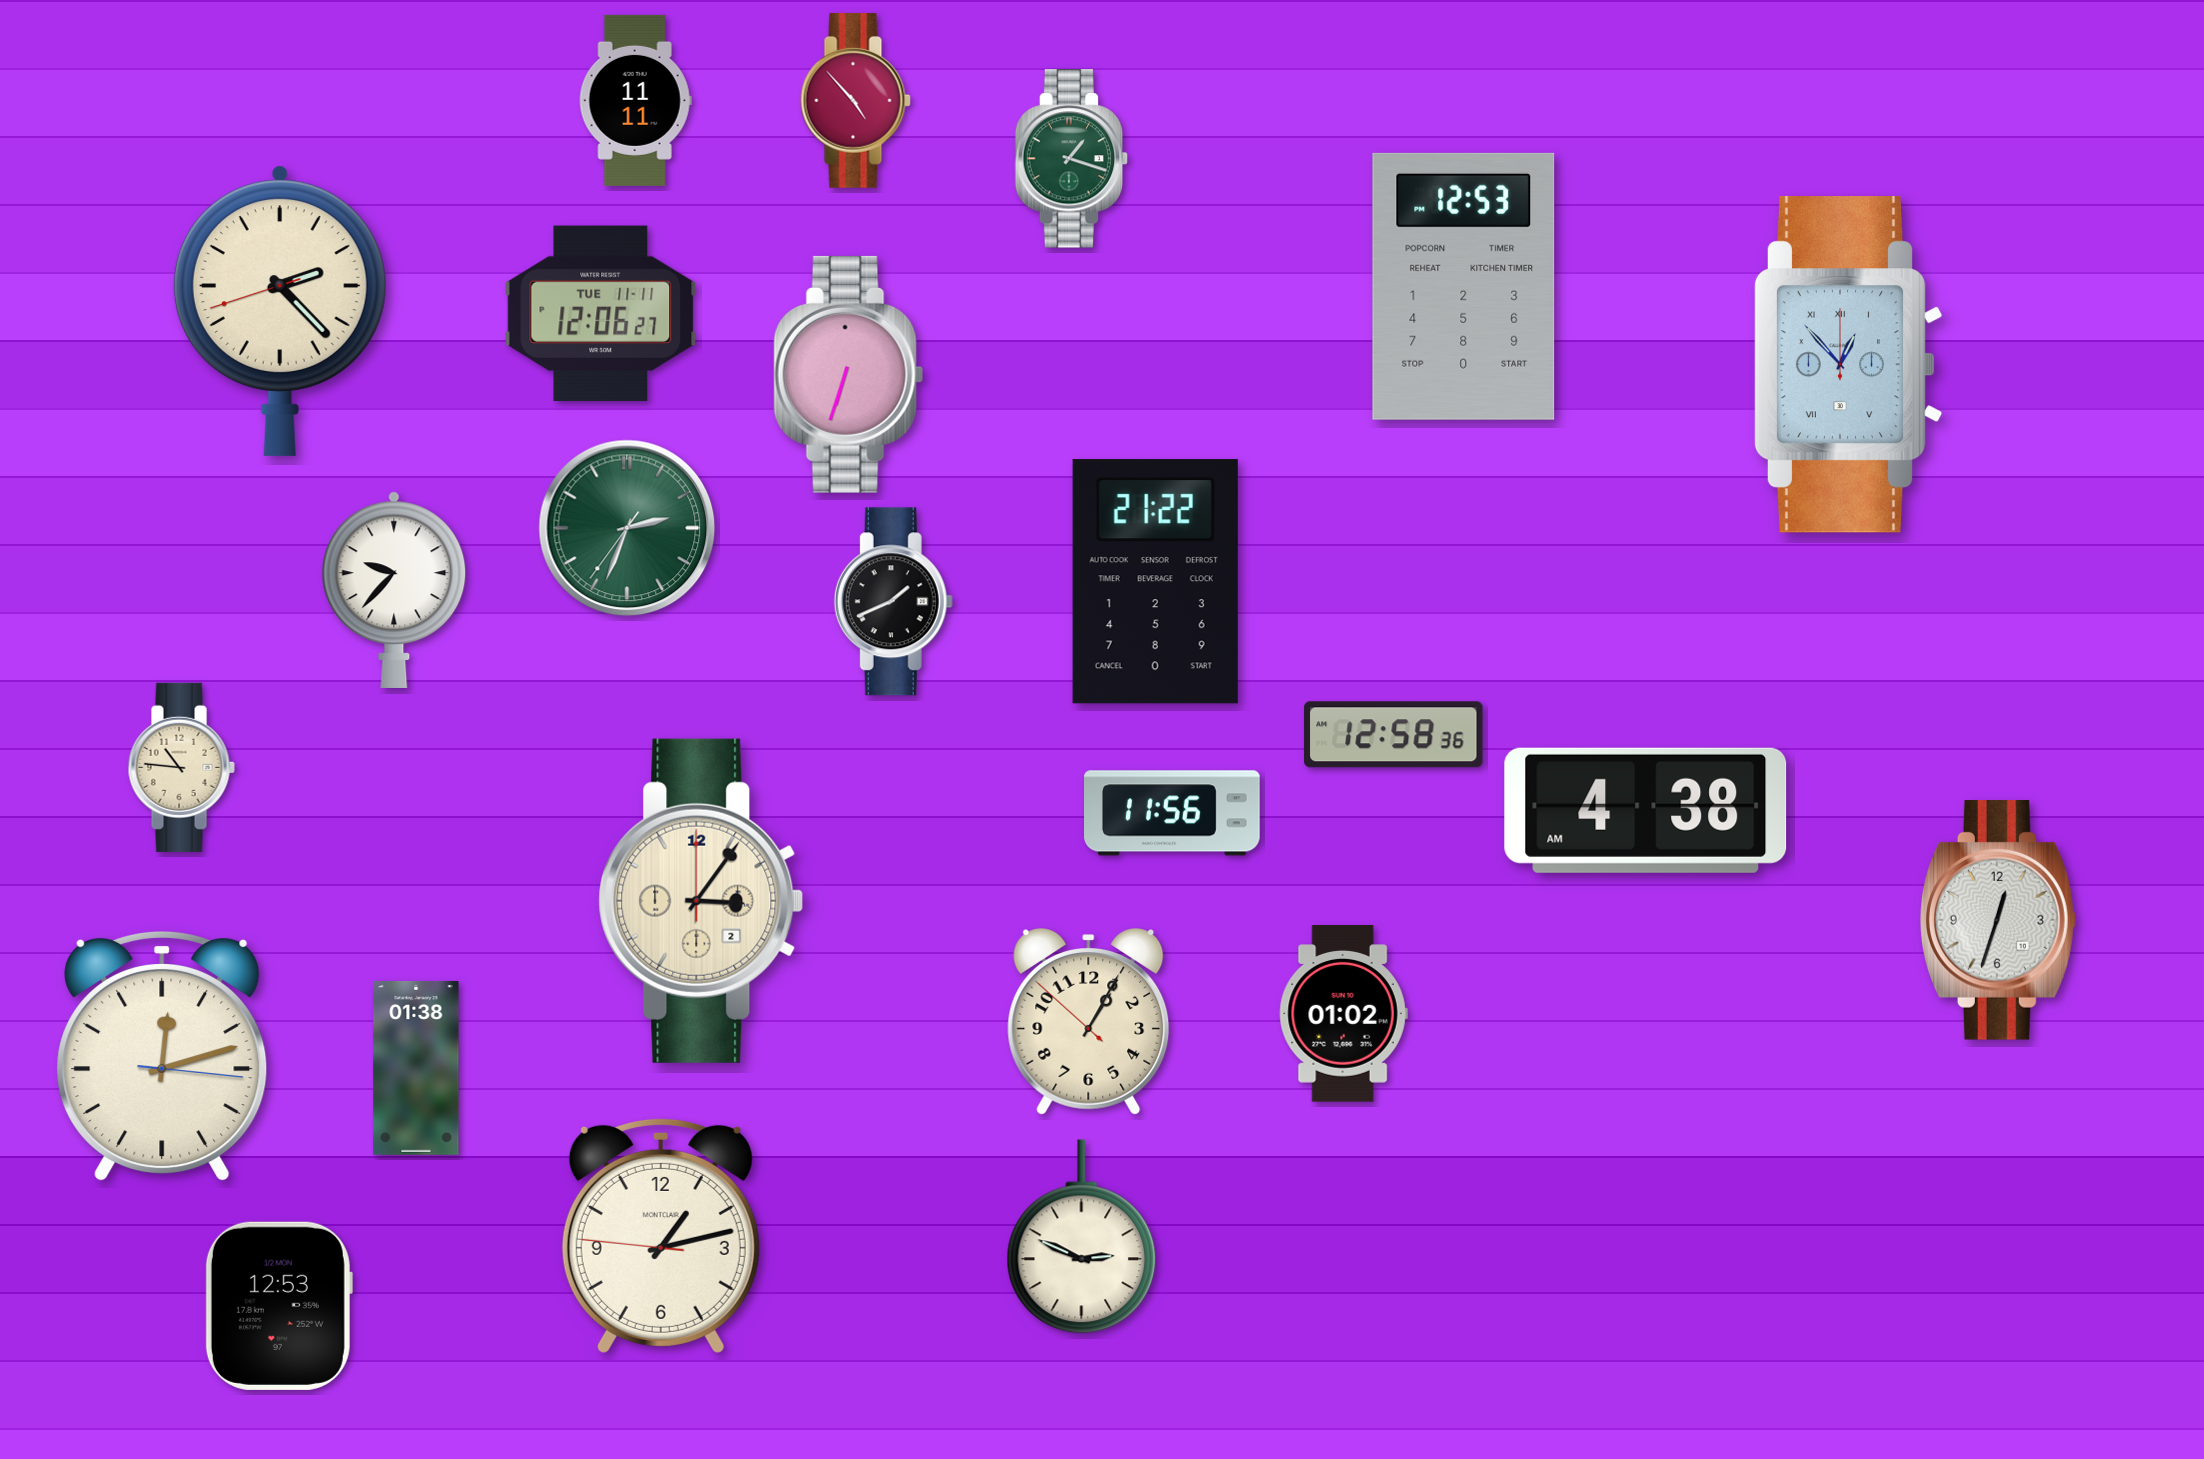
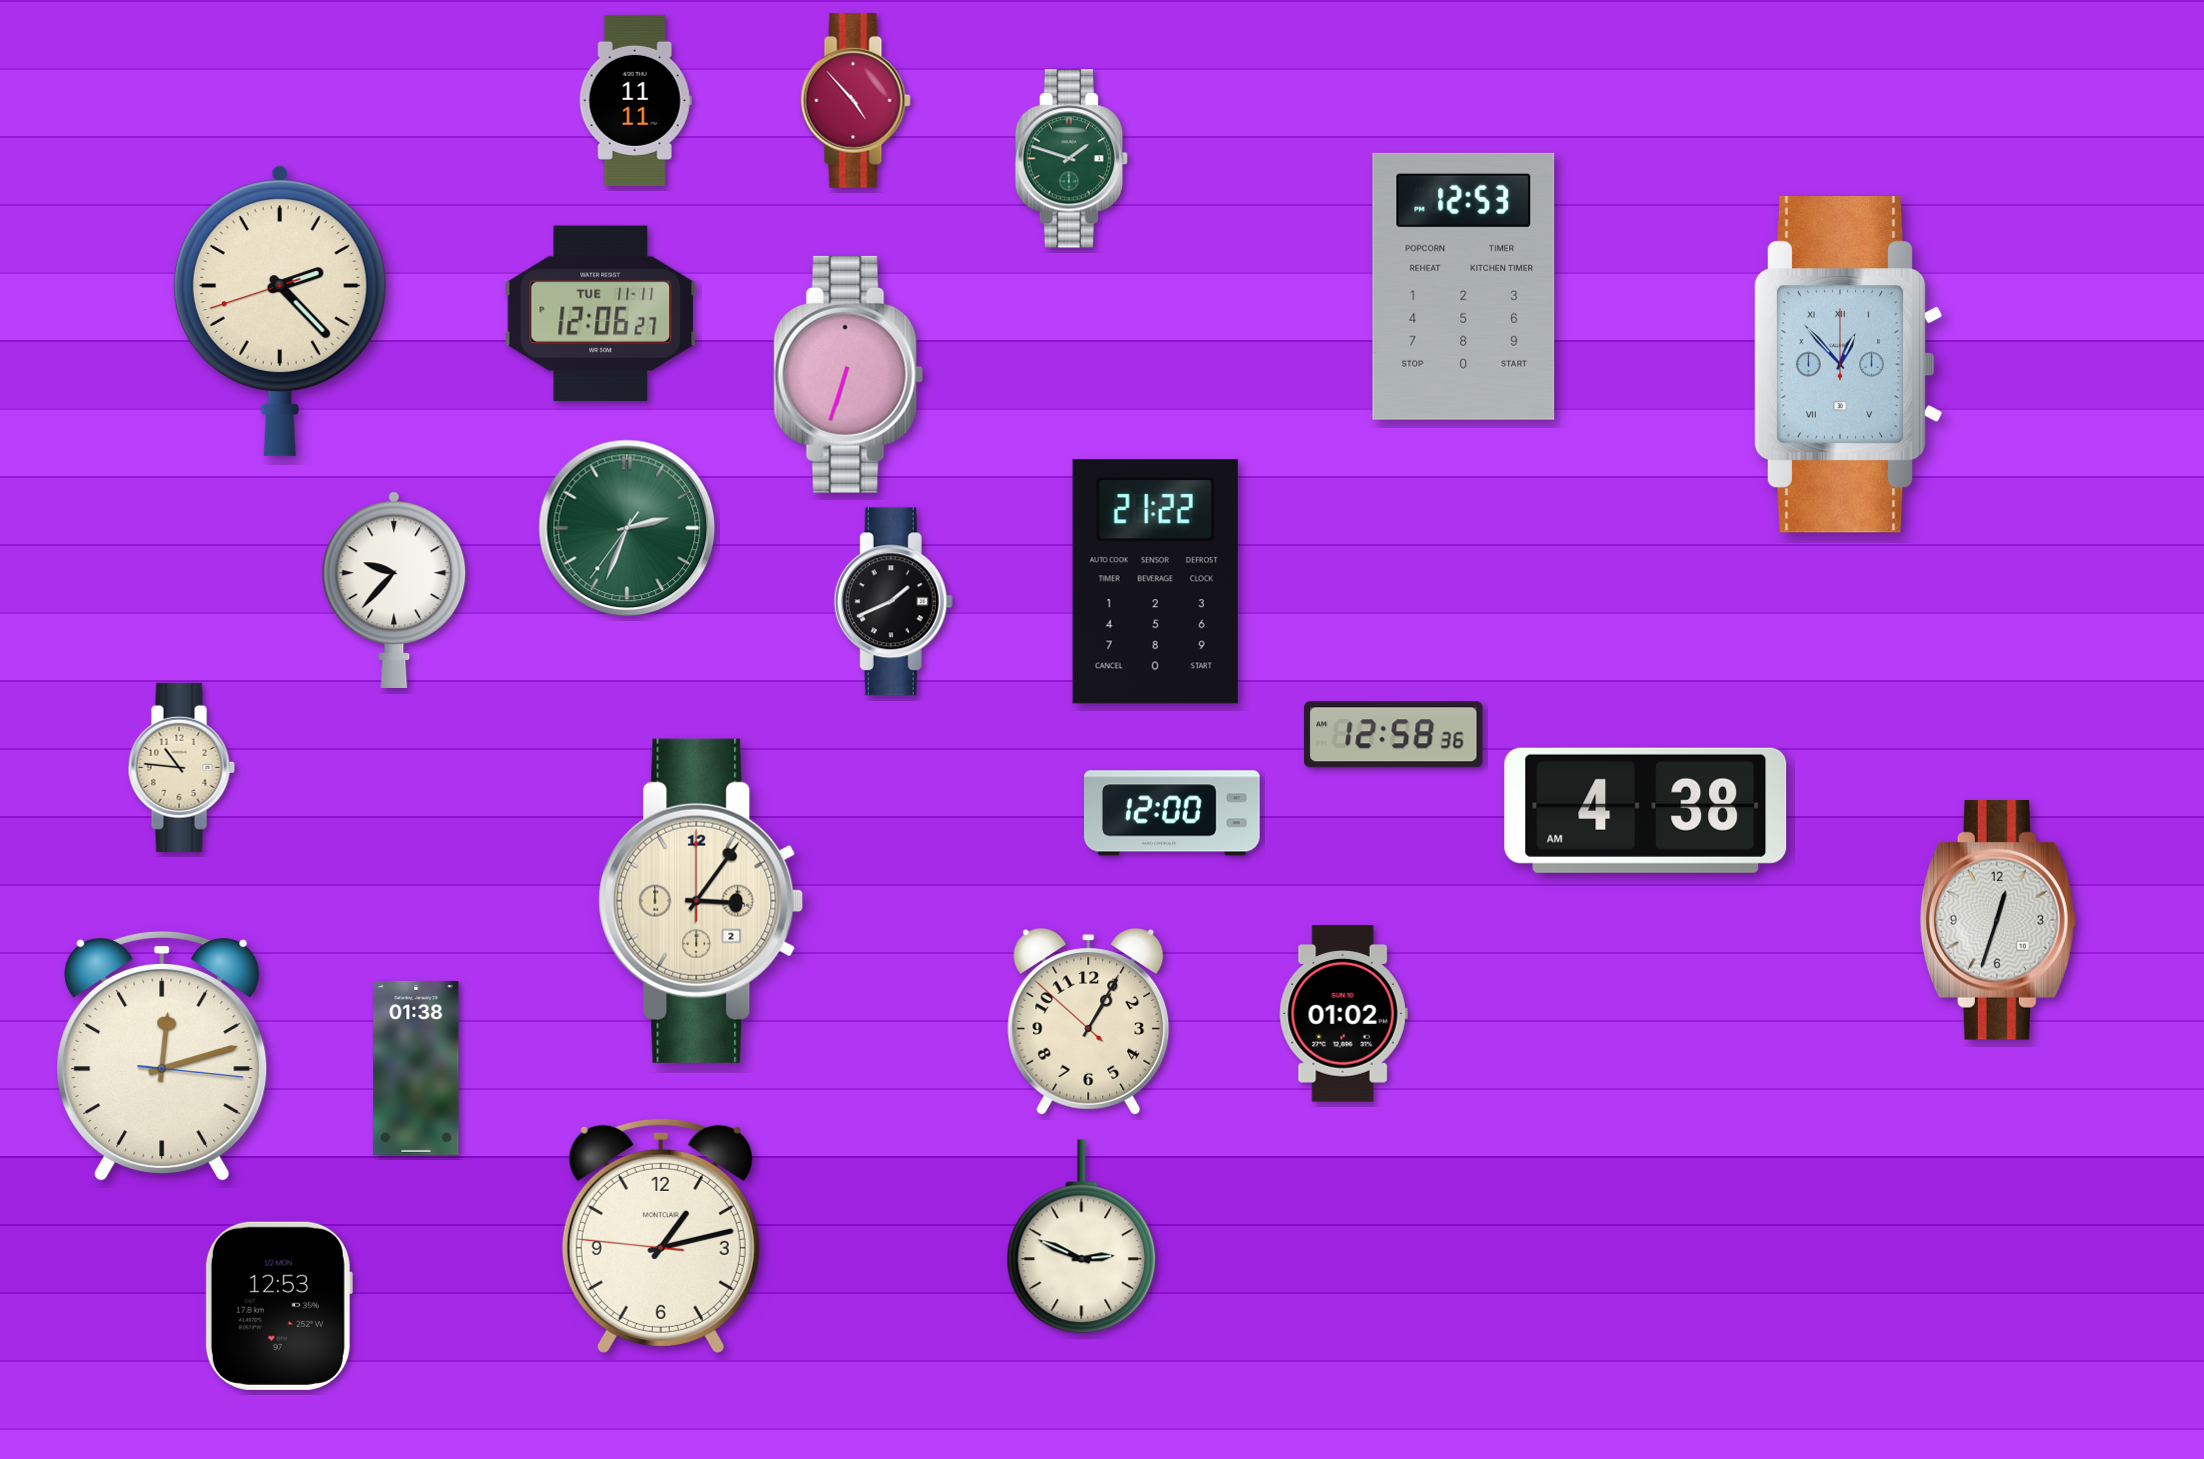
clock at (1072, 159): 1:18 -> 1:48
clock at (1173, 813): 11:56 -> 12:00
